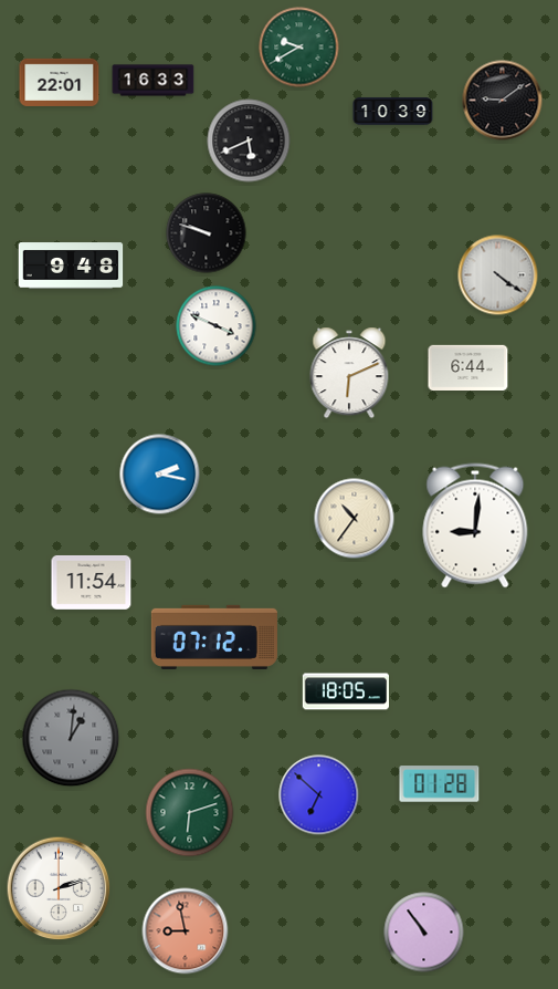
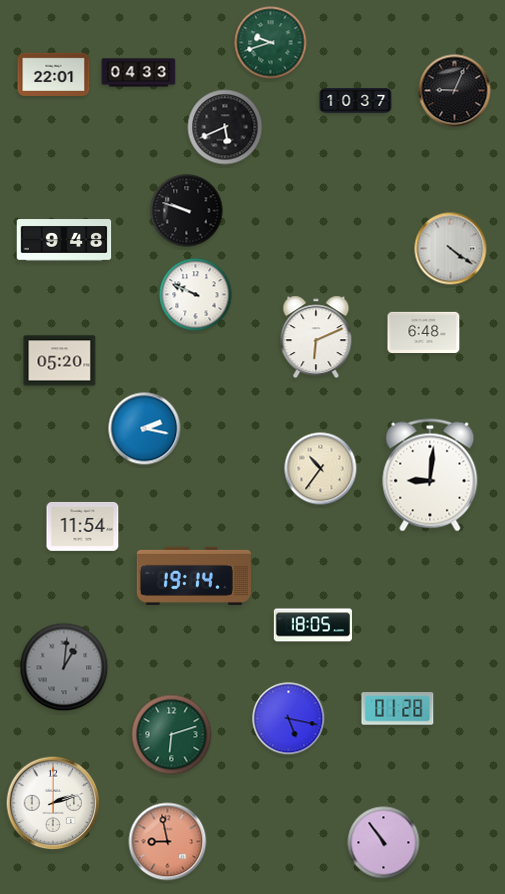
clock at (299, 48): 9:40 -> 9:42
clock at (154, 81): 16:33 -> 04:33
clock at (503, 101): 9:09 -> 9:04
clock at (393, 112): 10:39 -> 10:37
clock at (217, 326): 3:49 -> 9:49
clock at (468, 367): 6:44 -> 6:48
clock at (60, 361): none -> 05:20
clock at (214, 637): 07:12 -> 19:14
clock at (319, 795): 6:52 -> 5:17
